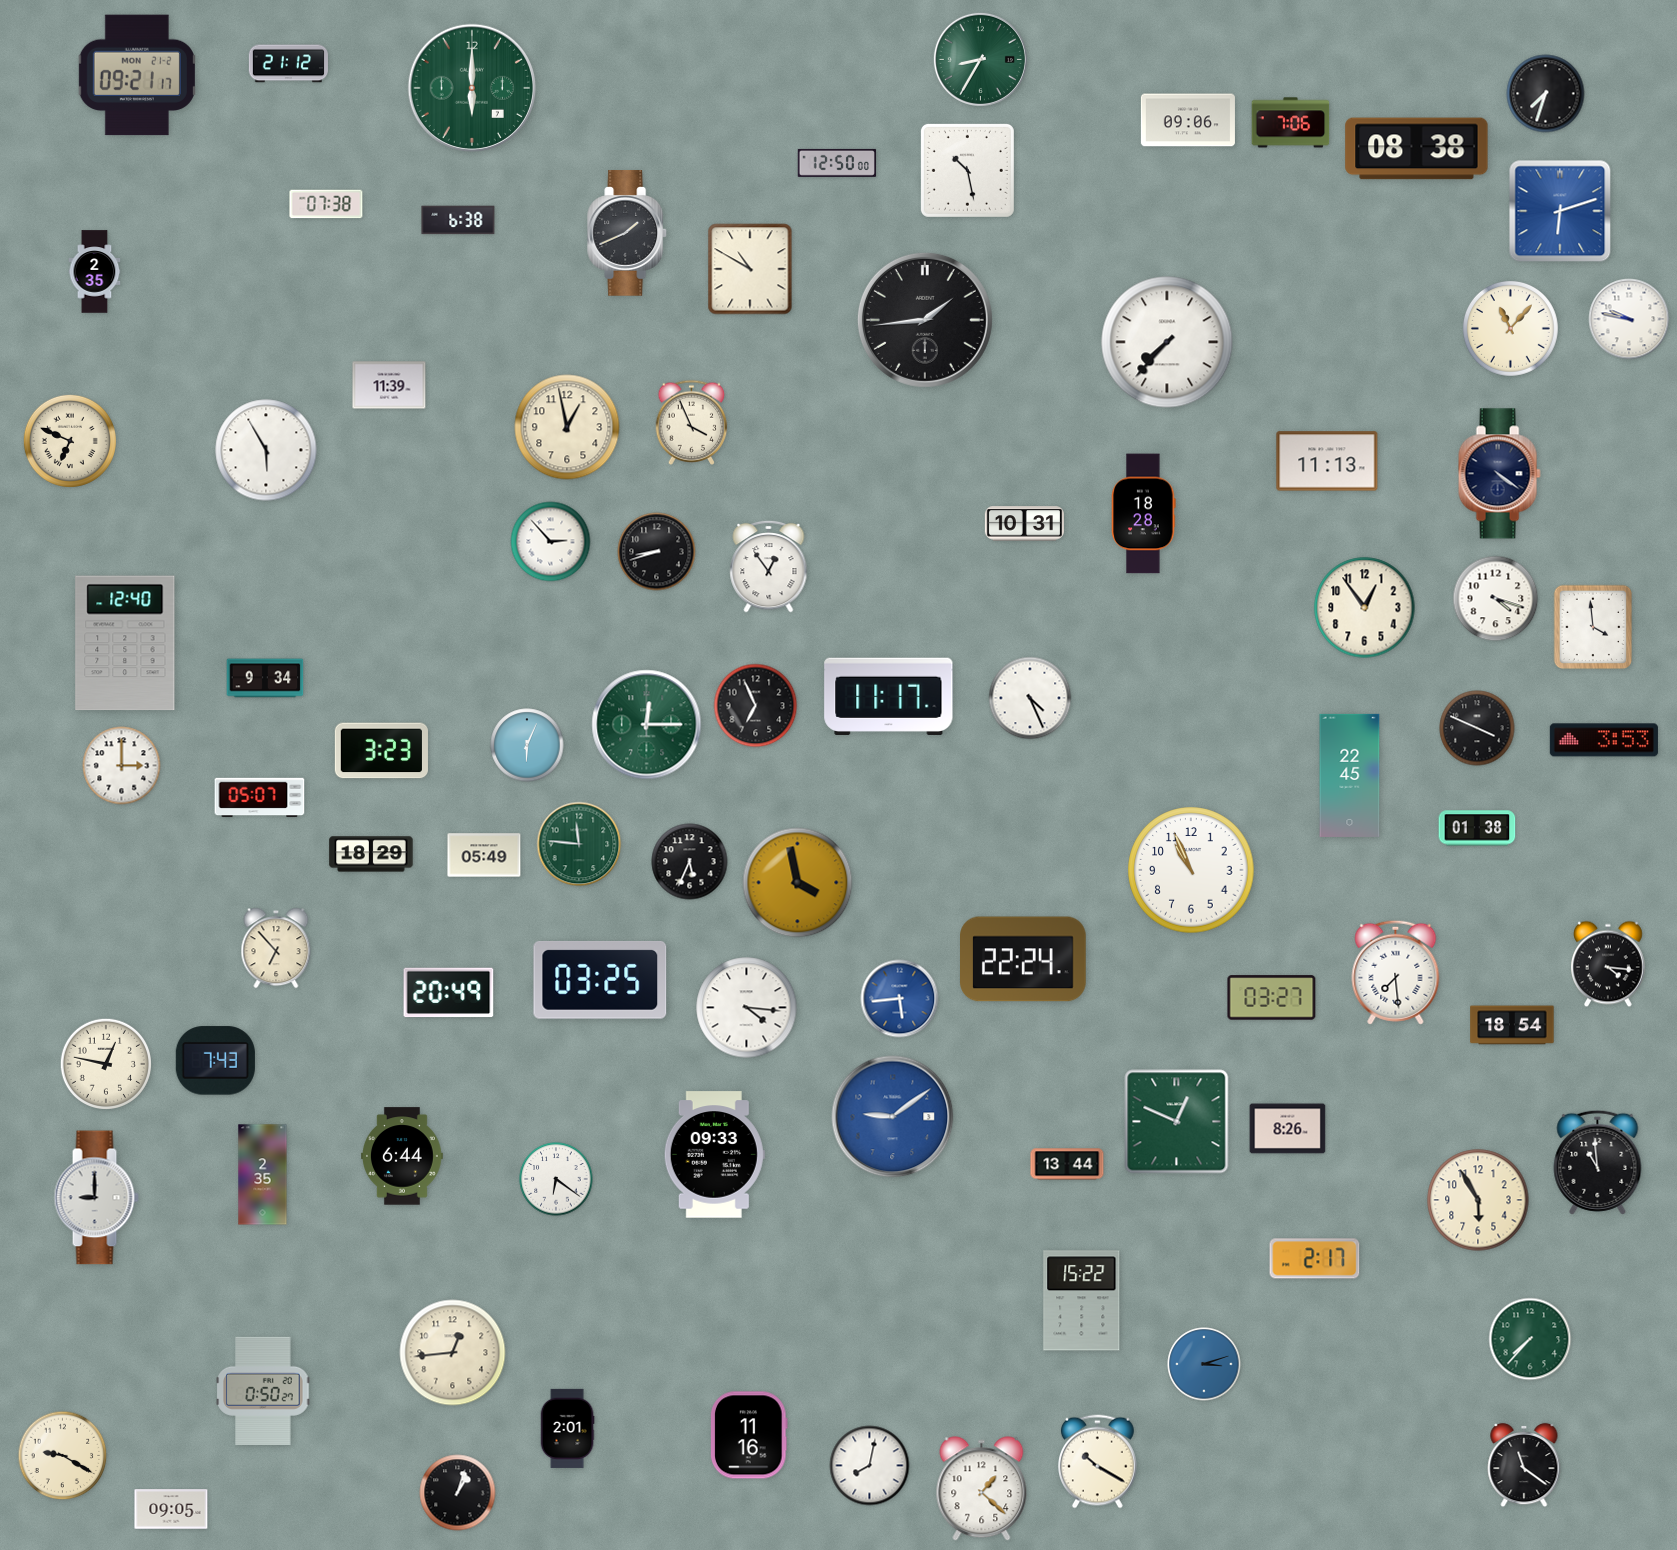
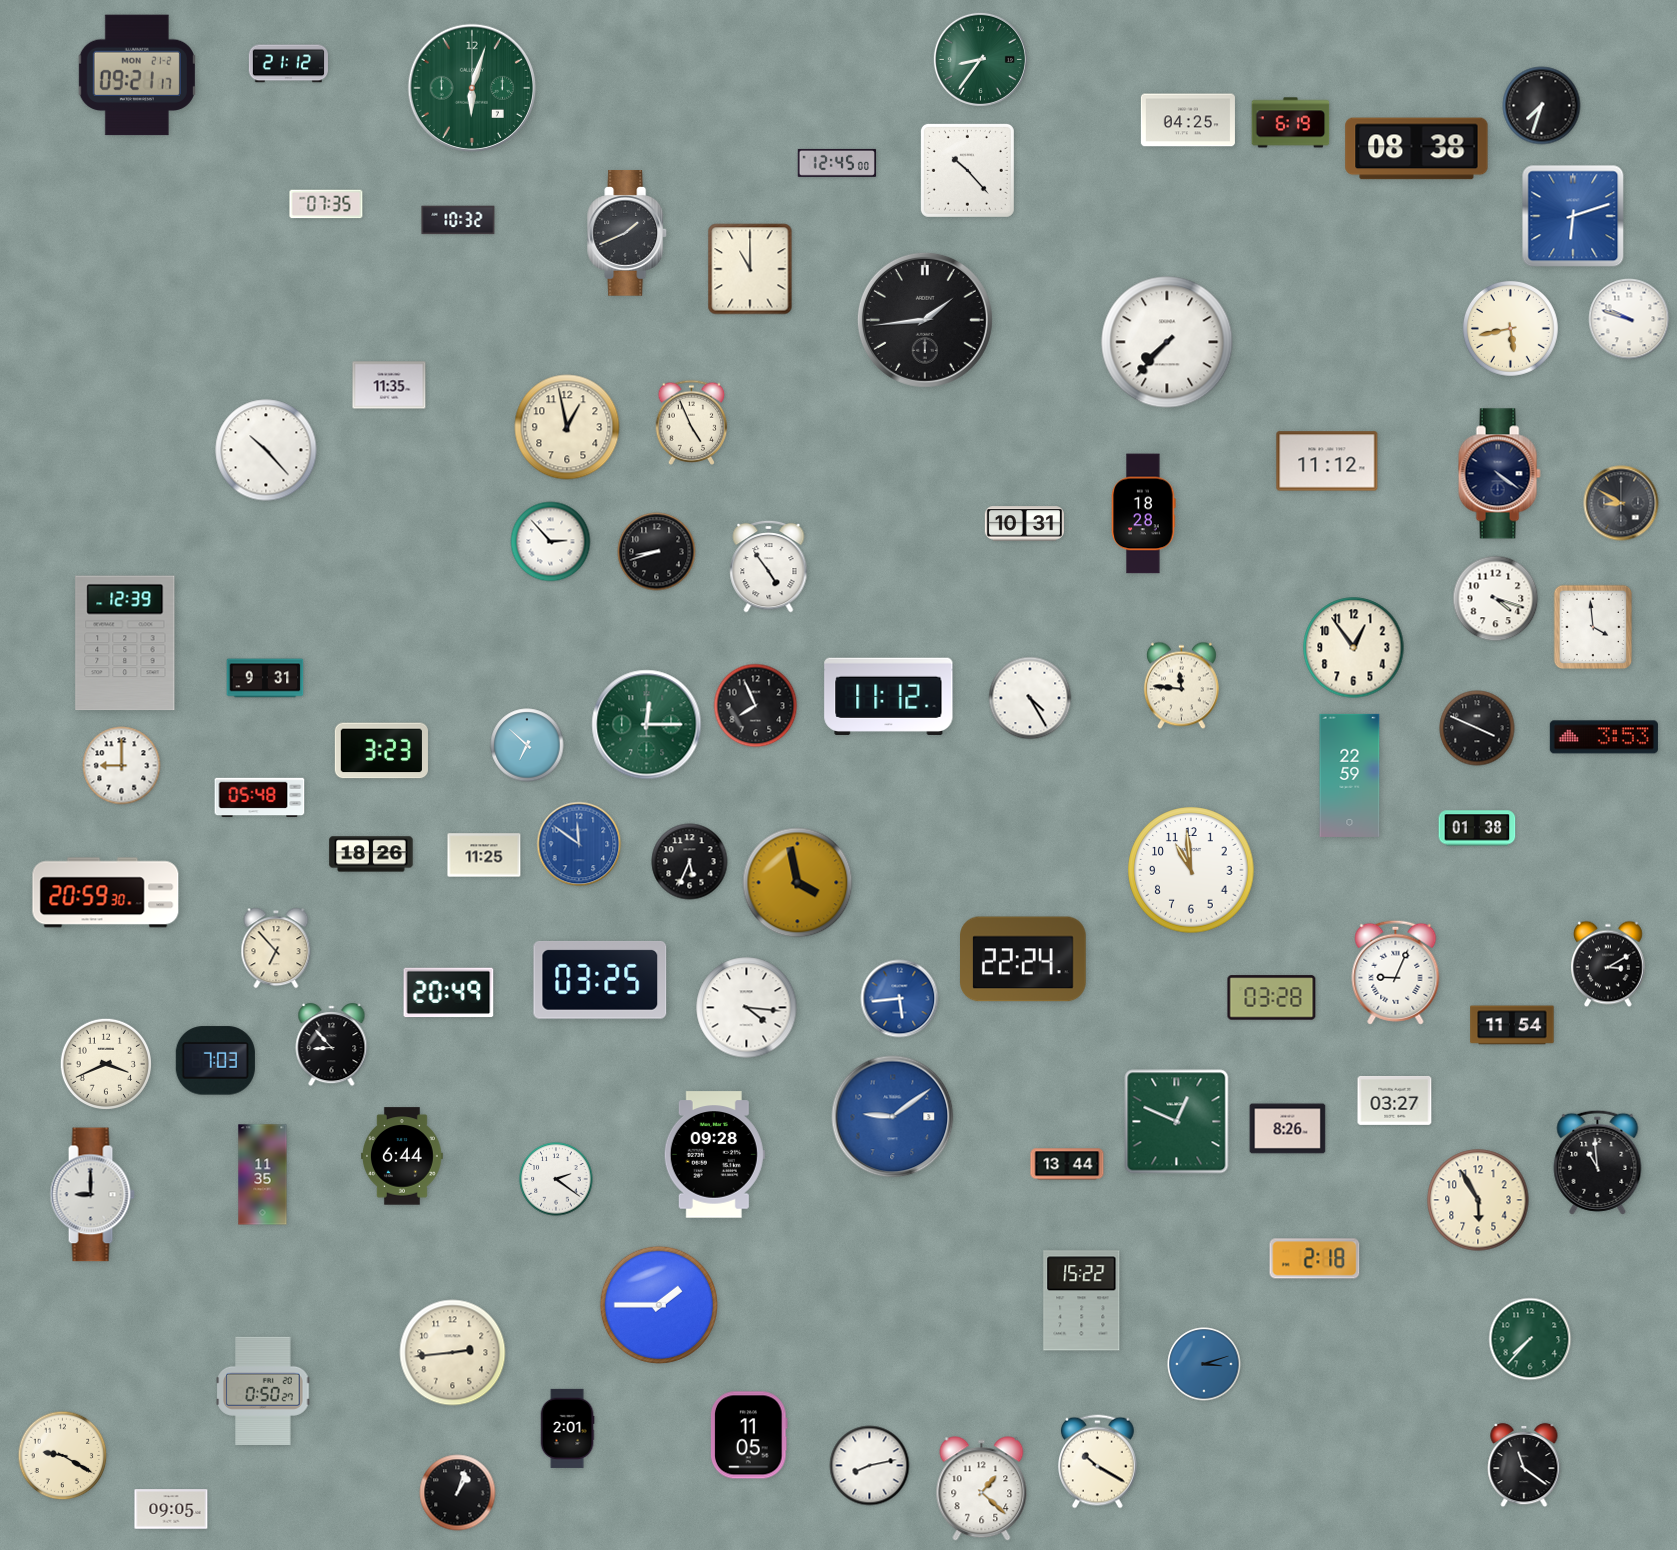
clock at (980, 59): 8:35 -> 8:36
clock at (471, 87): 6:00 -> 6:03
clock at (1546, 94) position: (1546, 94) -> (1542, 106)
clock at (1188, 120): 09:06 -> 04:25
clock at (1291, 123): 7:06 -> 6:19
clock at (837, 163): 12:50 -> 12:45
clock at (967, 170): 10:28 -> 10:23
clock at (326, 204): 07:38 -> 07:35
clock at (1560, 211) position: (1560, 211) -> (1573, 216)
clock at (458, 220): 6:38 -> 10:32
clock at (750, 269): 10:50 -> 11:00
clock at (95, 272): 2:35 -> none
clock at (1629, 319): 9:47 -> 9:48
clock at (1510, 328): 11:07 -> 5:43
clock at (389, 385): 11:39 -> 11:35
clock at (692, 422): 3:56 -> 4:56
clock at (70, 441): 6:49 -> none
clock at (266, 450): 5:55 -> 10:23
clock at (1327, 461): 11:13 -> 11:12
clock at (1621, 503): none -> 8:50
clock at (769, 566): 12:54 -> 4:54
clock at (1365, 608) position: (1365, 608) -> (1354, 648)
clock at (125, 643): 12:40 -> 12:39
clock at (265, 678): 9:34 -> 9:31
clock at (1181, 686): none -> 11:46
clock at (889, 696): 11:17 -> 11:12
clock at (1030, 698): 4:26 -> 4:25
clock at (756, 706): 6:56 -> 7:56
clock at (1604, 740) position: (1604, 740) -> (1604, 737)
clock at (527, 745): 6:04 -> 6:52
clock at (122, 766): 3:00 -> 9:00
clock at (1350, 775): 22:45 -> 22:59
clock at (260, 798): 05:07 -> 05:48
clock at (579, 844): 11:46 -> 11:51
clock at (579, 844) dial: green -> blue
clock at (371, 854): 18:29 -> 18:26
clock at (484, 855): 05:49 -> 11:25
clock at (1191, 870): 10:56 -> 10:59
clock at (106, 893): none -> 20:59
clock at (1609, 964): 4:16 -> 3:10
clock at (1396, 972): 7:29 -> 9:04
clock at (1272, 998): 03:27 -> 03:28
clock at (1512, 1025): 18:54 -> 11:54
clock at (332, 1045): none -> 8:53
clock at (215, 1061): 7:43 -> 7:03
clock at (105, 1063): 12:47 -> 3:41
clock at (1395, 1100): none -> 03:27
clock at (714, 1155): 09:33 -> 09:28
clock at (263, 1175): 2:35 -> 11:35
clock at (556, 1179): 6:21 -> 2:21
clock at (96, 1198) position: (96, 1198) -> (92, 1195)
clock at (1315, 1259): 2:17 -> 2:18
clock at (659, 1305): none -> 1:45
clock at (453, 1353): 12:44 -> 2:44
clock at (750, 1435): 11:16 -> 11:05
clock at (870, 1466): 8:02 -> 8:13
